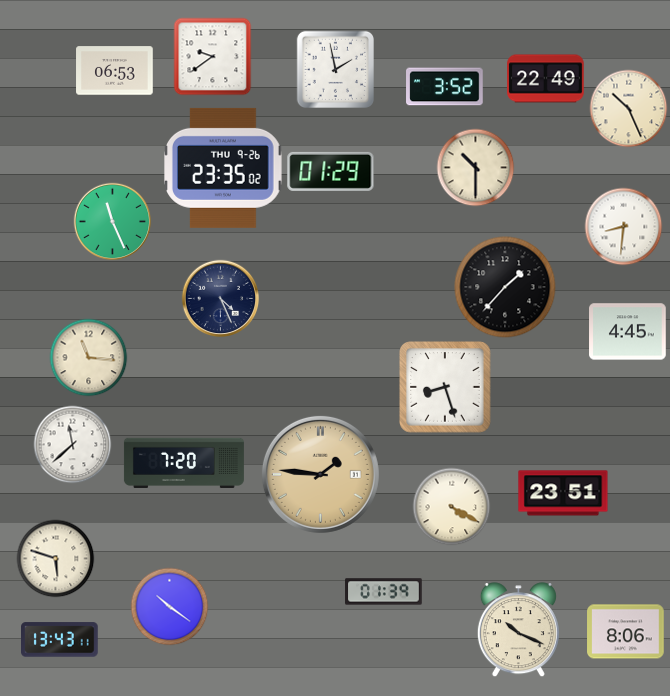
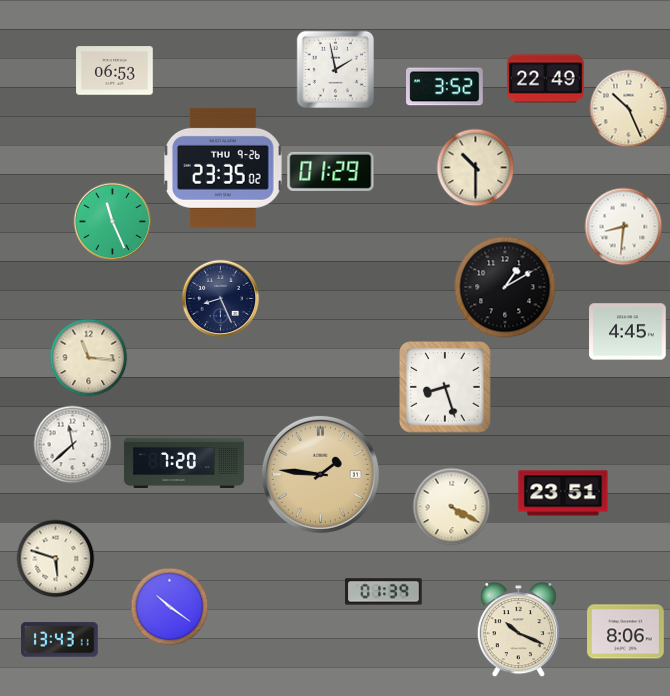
clock at (212, 56): 9:39 -> none
clock at (505, 287): 1:37 -> 1:10
clock at (220, 298): 4:26 -> 8:26
